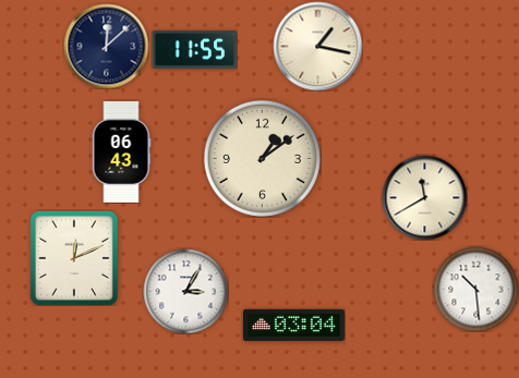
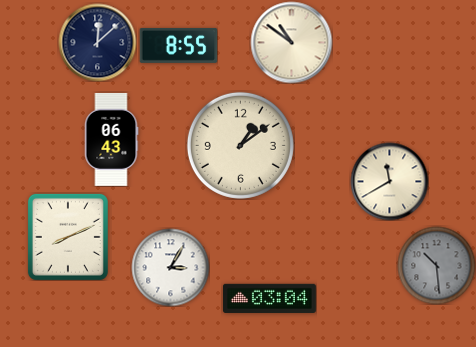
clock at (317, 46): 1:17 -> 10:51
clock at (194, 49): 11:55 -> 8:55
clock at (74, 258): 12:11 -> 8:11
clock at (475, 289) dial: white -> grey
